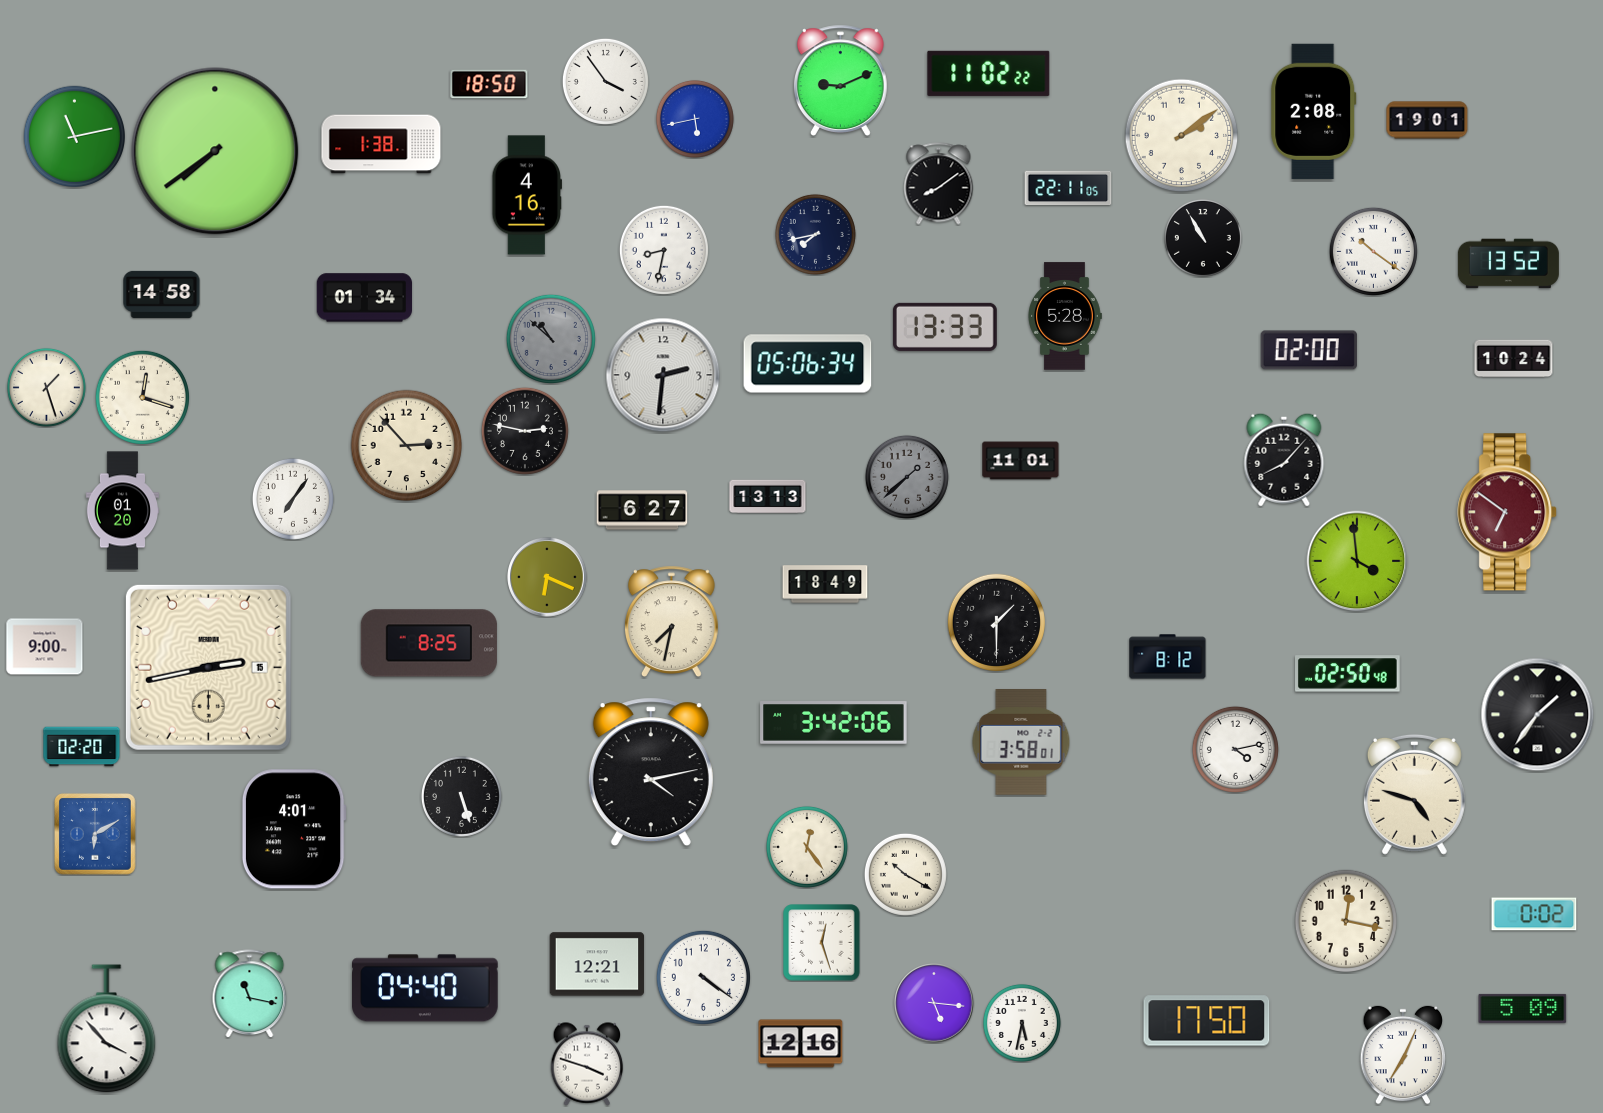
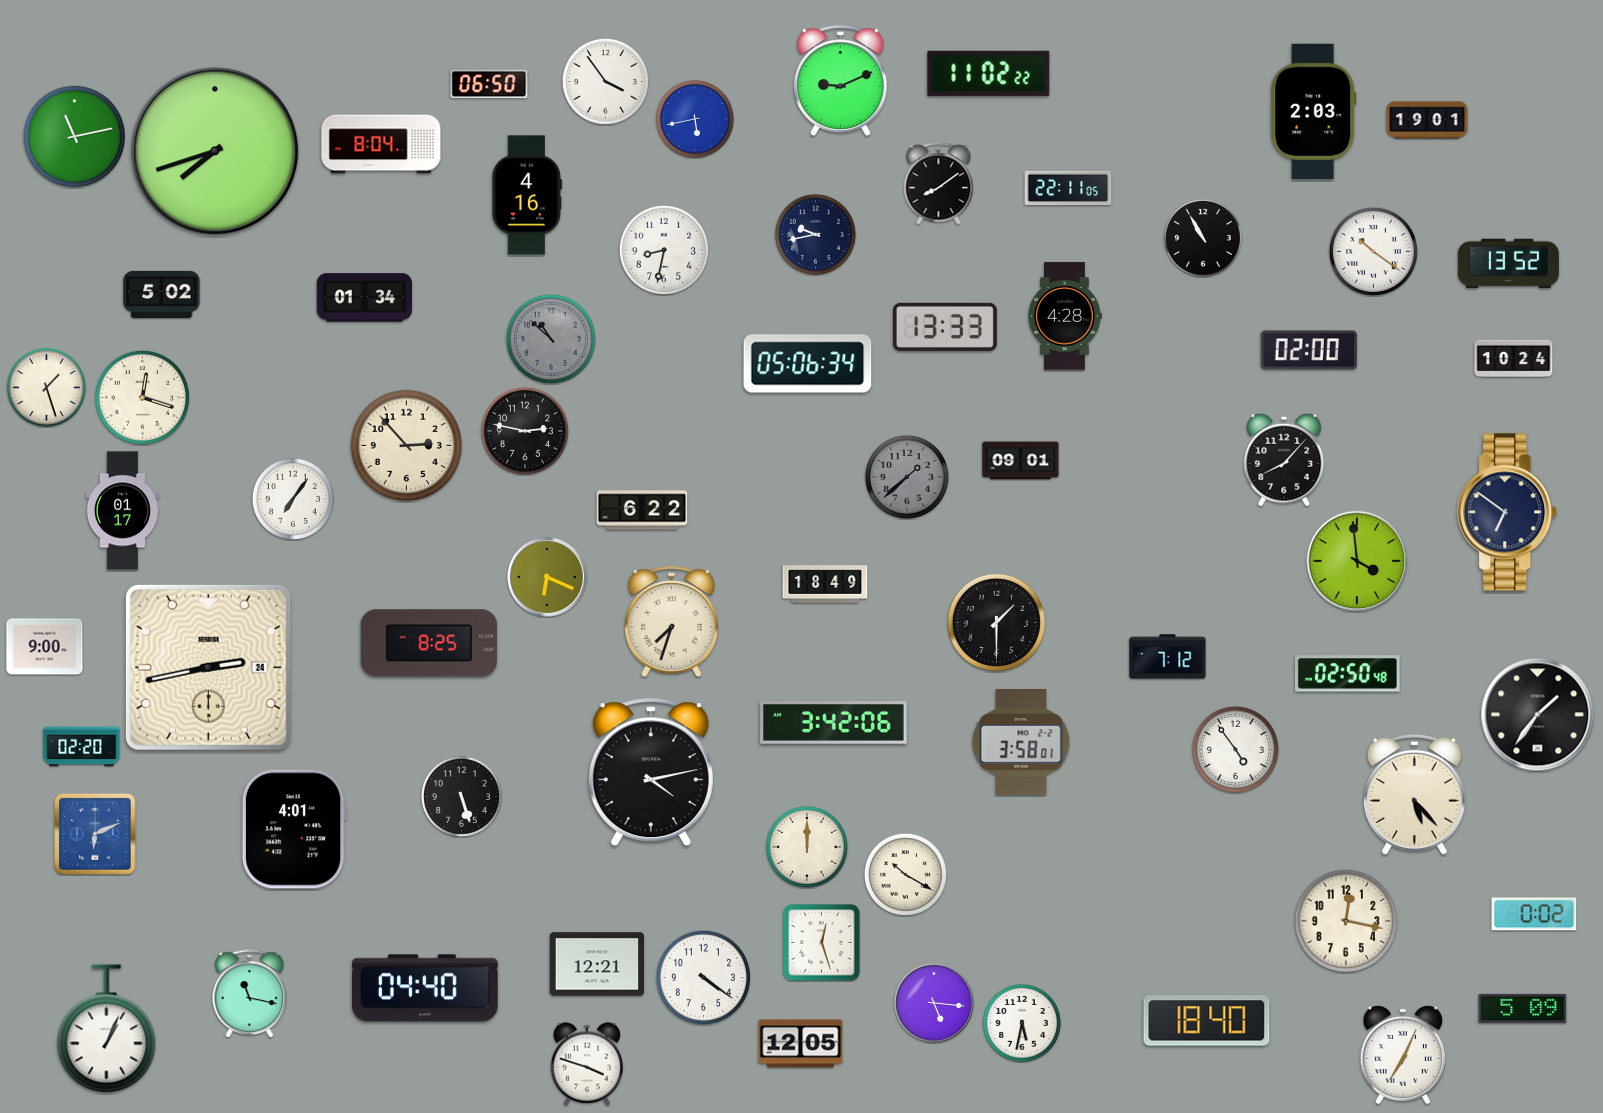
clock at (489, 84): 18:50 -> 06:50
clock at (1314, 111): 2:08 -> 2:03
clock at (1182, 136): 2:09 -> none
clock at (381, 144): 1:38 -> 8:04
clock at (215, 151): 7:39 -> 7:42
clock at (815, 234): 7:43 -> 9:43
clock at (162, 294): 14:58 -> 5:02
clock at (1065, 316): 5:28 -> 4:28
clock at (663, 375): 2:31 -> none
clock at (1021, 461): 11:01 -> 09:01
clock at (768, 497): 13:13 -> none
clock at (642, 510): 6:27 -> 6:22
clock at (123, 511): 01:20 -> 01:17
clock at (1508, 512) dial: burgundy -> navy
clock at (671, 621): 7:32 -> 7:33
clock at (1168, 657): 8:12 -> 7:12
clock at (208, 667) date: 15 -> 24
clock at (1235, 749): 4:13 -> 4:54
clock at (1414, 794): 4:48 -> 5:23
clock at (95, 834): 6:10 -> 6:11
clock at (807, 847): 12:24 -> 12:00
clock at (1207, 1021): 17:50 -> 18:40
clock at (107, 1029): 3:53 -> 1:04
clock at (801, 1044): 12:16 -> 12:05
